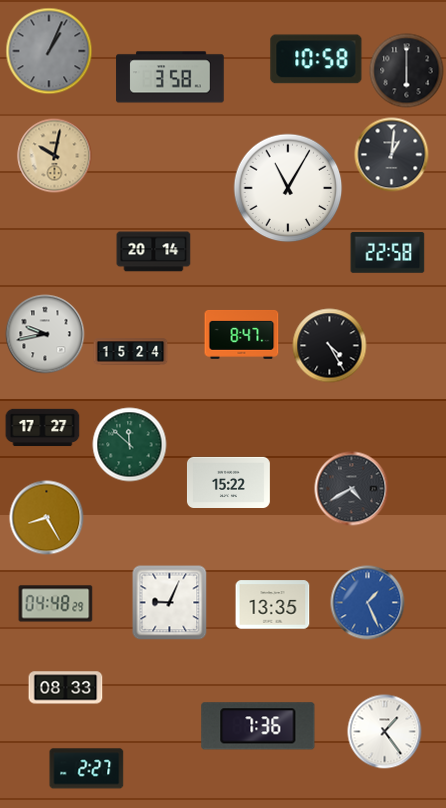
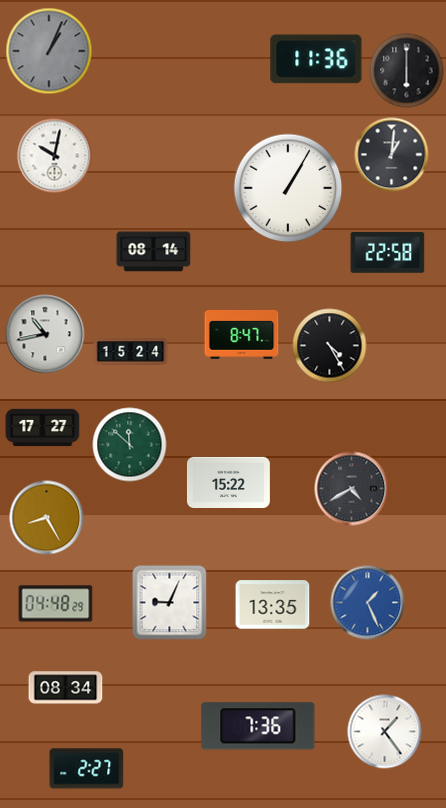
clock at (316, 59): 10:58 -> 11:36
clock at (170, 77): 3:58 -> none
clock at (55, 156) dial: champagne -> white
clock at (288, 188): 11:05 -> 1:05
clock at (154, 252): 20:14 -> 08:14
clock at (45, 334): 9:43 -> 10:43
clock at (66, 688): 08:33 -> 08:34
